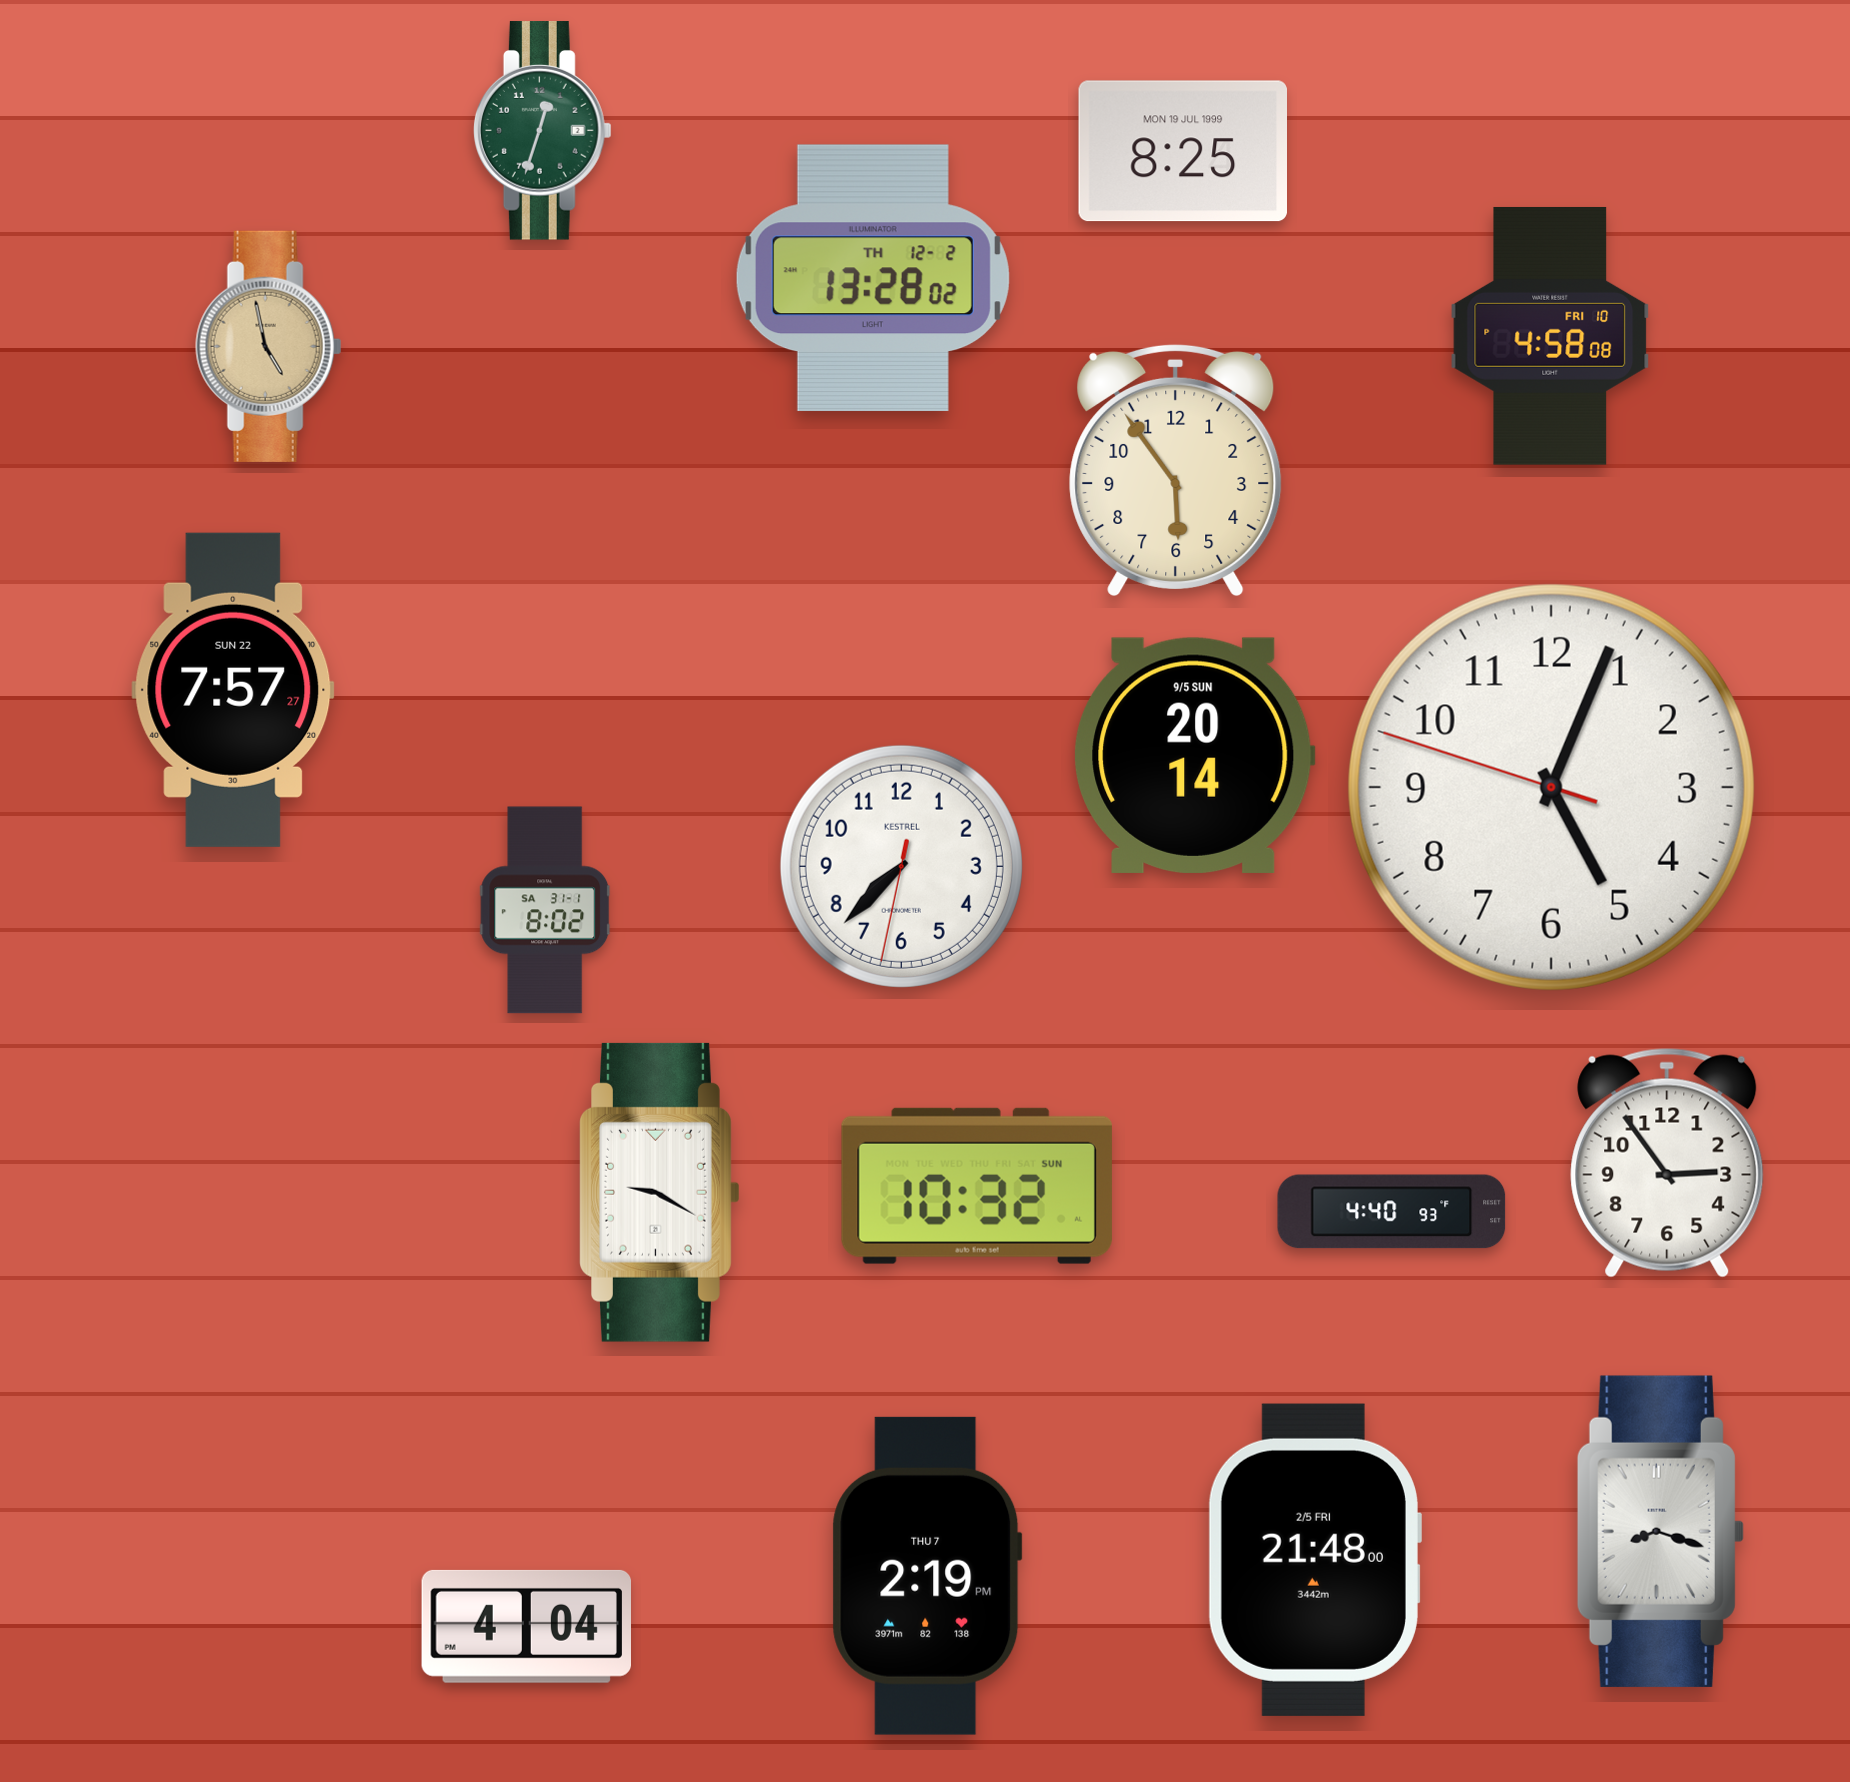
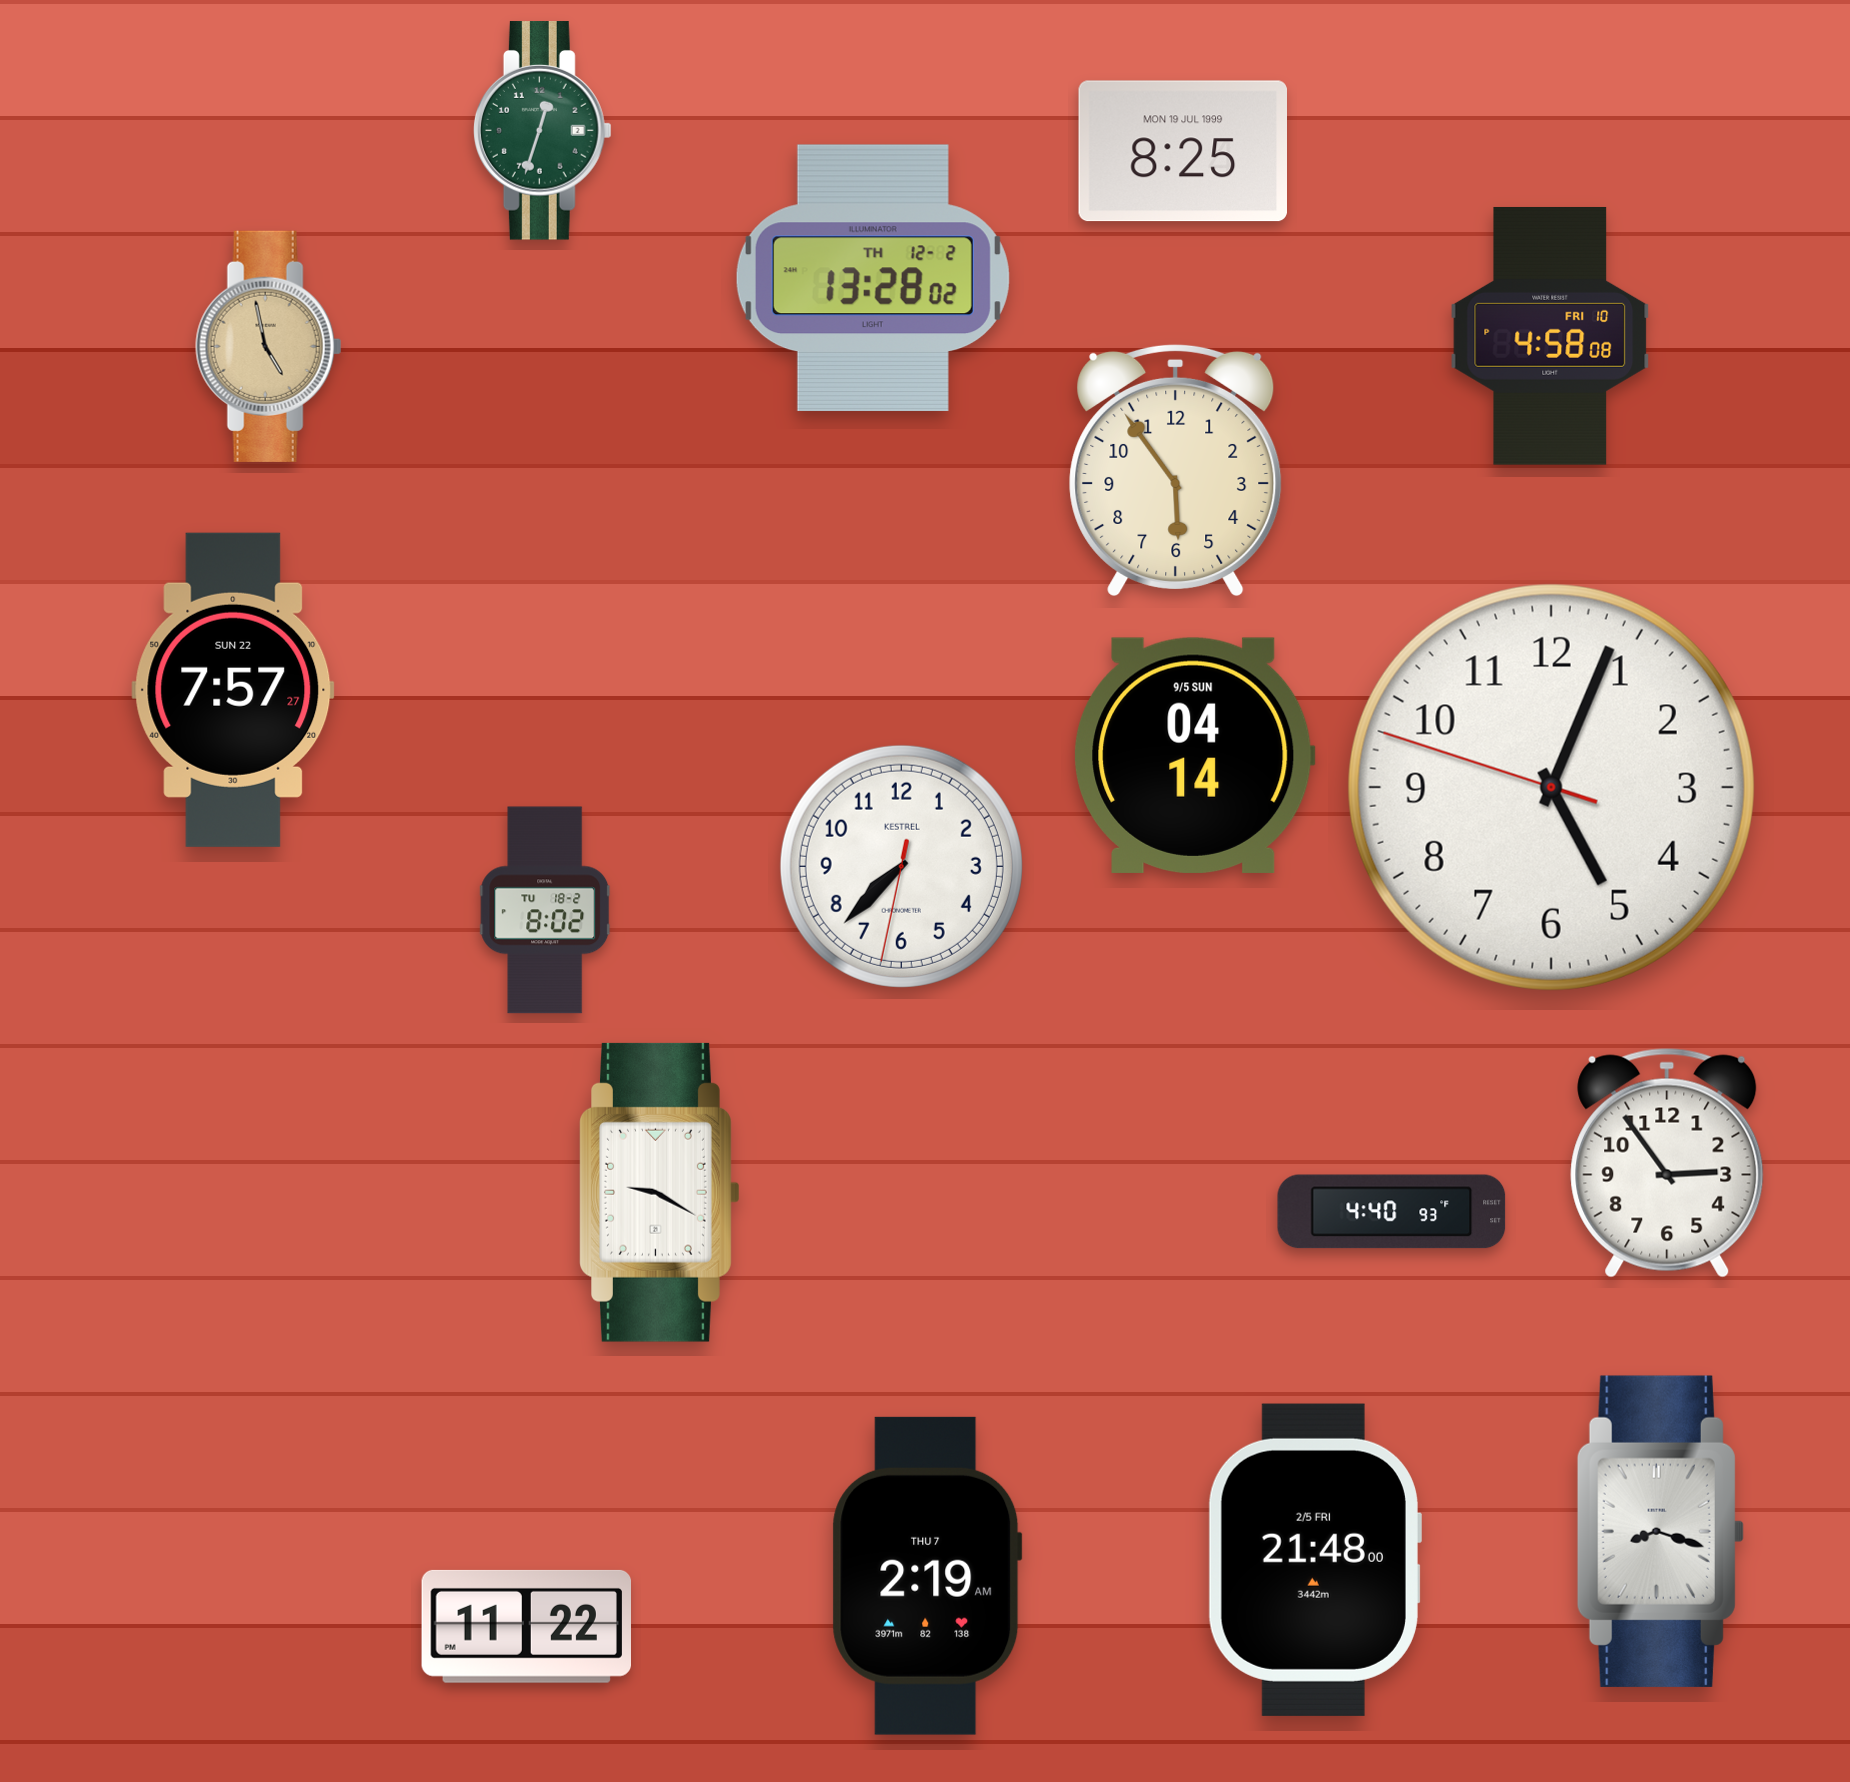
clock at (1195, 755): 20:14 -> 04:14
clock at (545, 910) date: SA 31-1 -> TU 18-2
clock at (977, 1186): 10:32 -> none
clock at (927, 1576): 2:19 PM -> 2:19 AM
clock at (526, 1626): 4:04 -> 11:22
